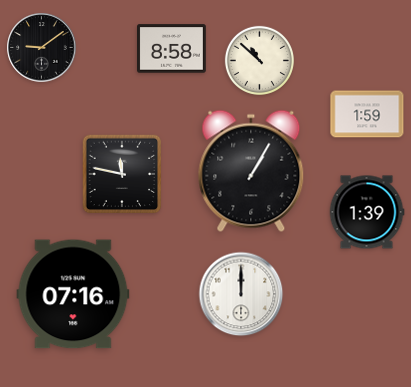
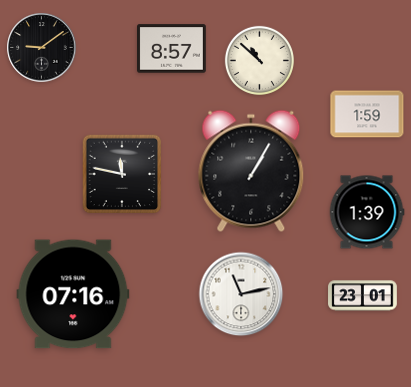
clock at (172, 49): 8:58 -> 8:57
clock at (241, 294): 12:00 -> 11:13
clock at (363, 296): none -> 23:01
